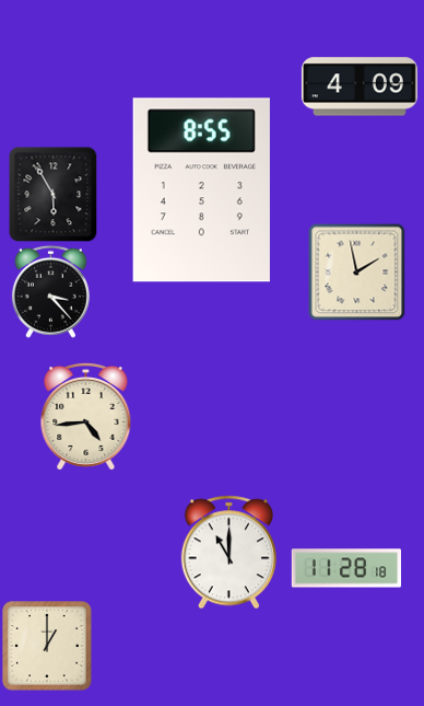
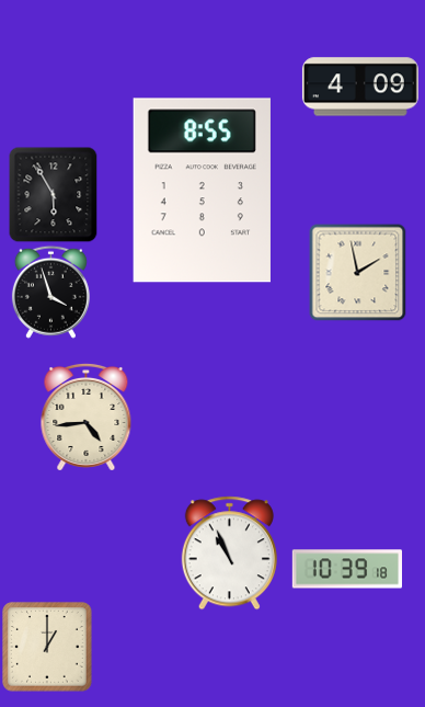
clock at (50, 291): 3:23 -> 3:57
clock at (228, 553): 11:00 -> 10:56
clock at (345, 568): 11:28 -> 10:39
